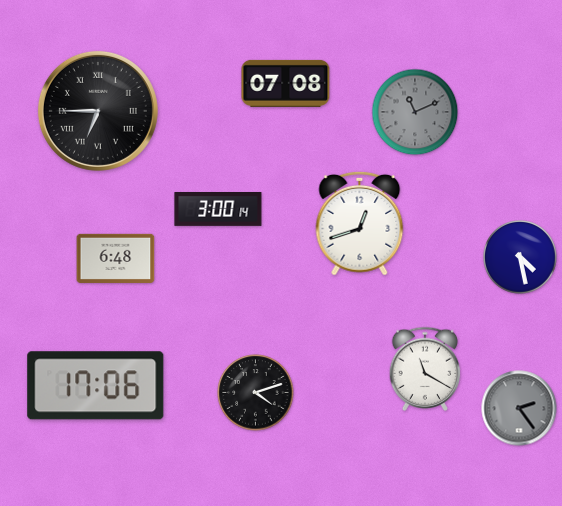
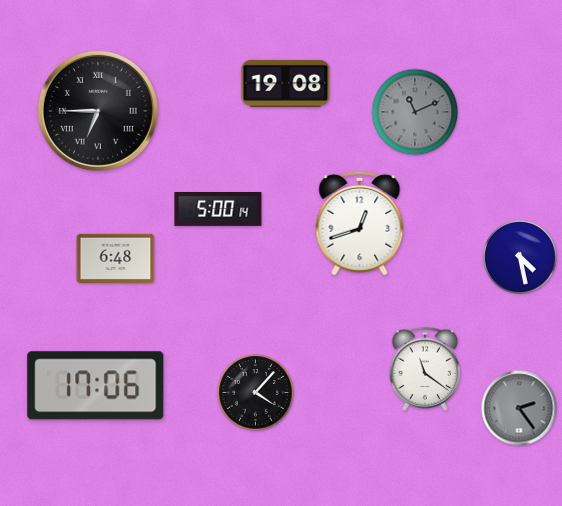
clock at (286, 83): 07:08 -> 19:08
clock at (218, 210): 3:00 -> 5:00
clock at (425, 368): 11:20 -> 11:21
clock at (256, 393): 4:12 -> 4:07
